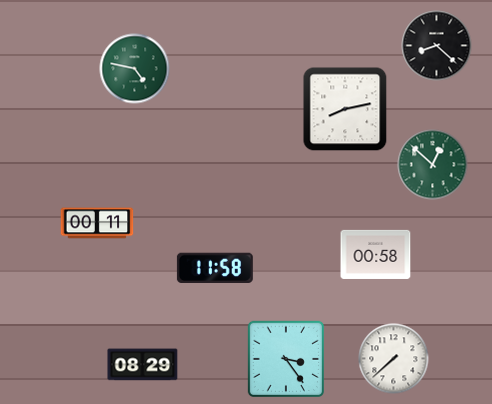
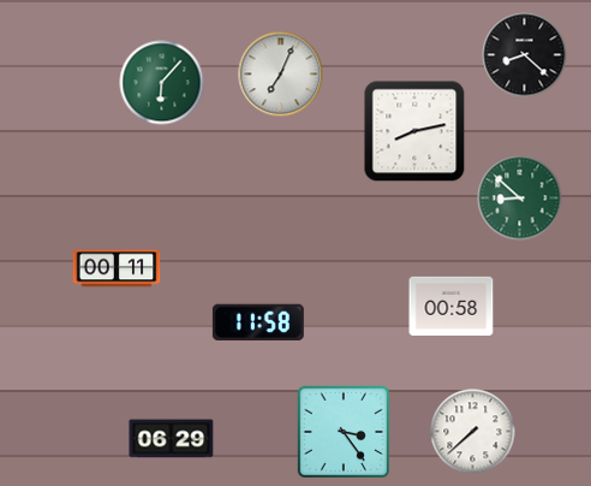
clock at (281, 75): none -> 7:04
clock at (135, 69): 4:47 -> 6:07
clock at (433, 165): 12:52 -> 8:52
clock at (143, 365): 08:29 -> 06:29
